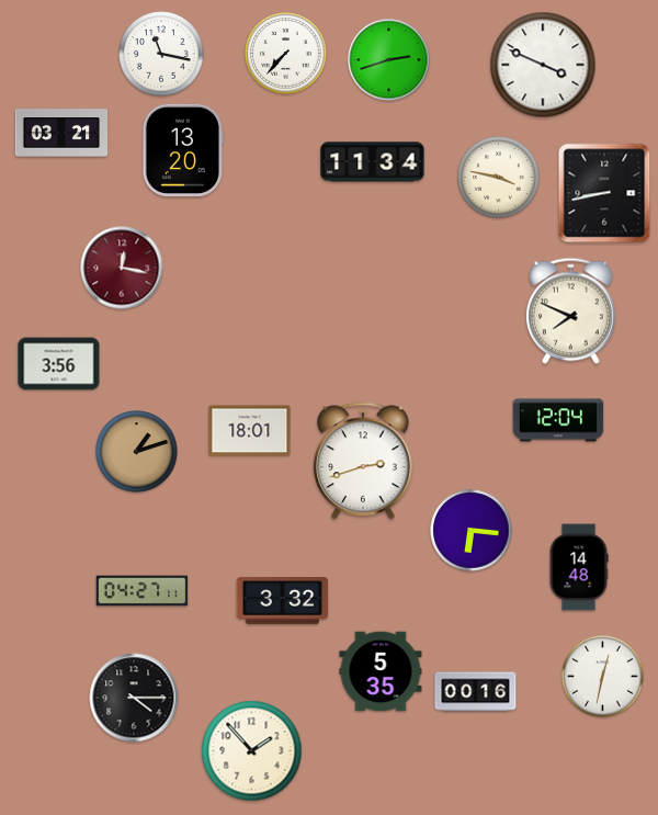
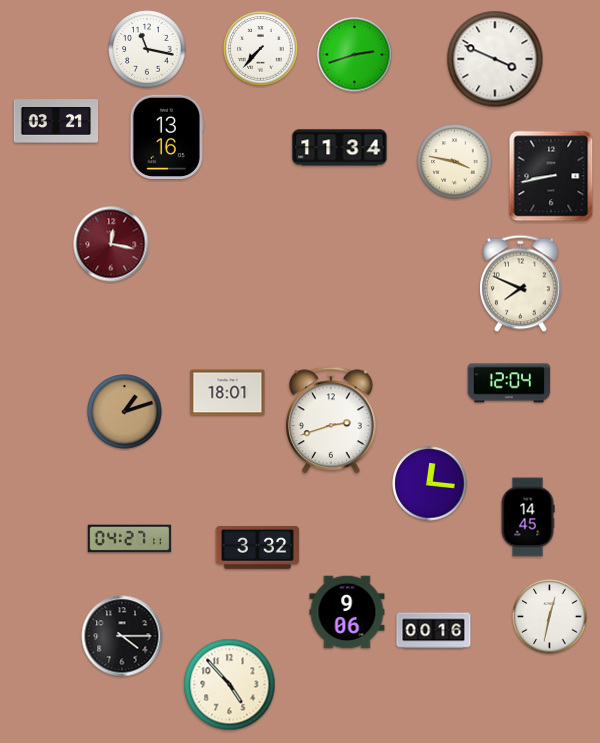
clock at (183, 149): 13:20 -> 13:16
clock at (59, 364): 3:56 -> none
clock at (472, 531): 6:16 -> 12:16
clock at (579, 567): 14:48 -> 14:45
clock at (381, 671): 5:35 -> 9:06
clock at (252, 751): 1:53 -> 4:53
